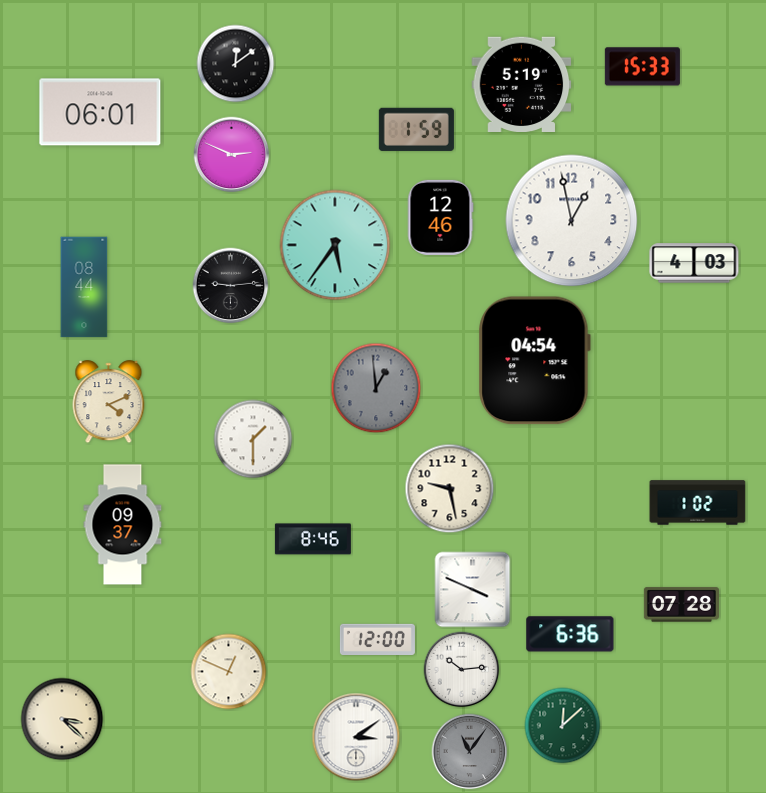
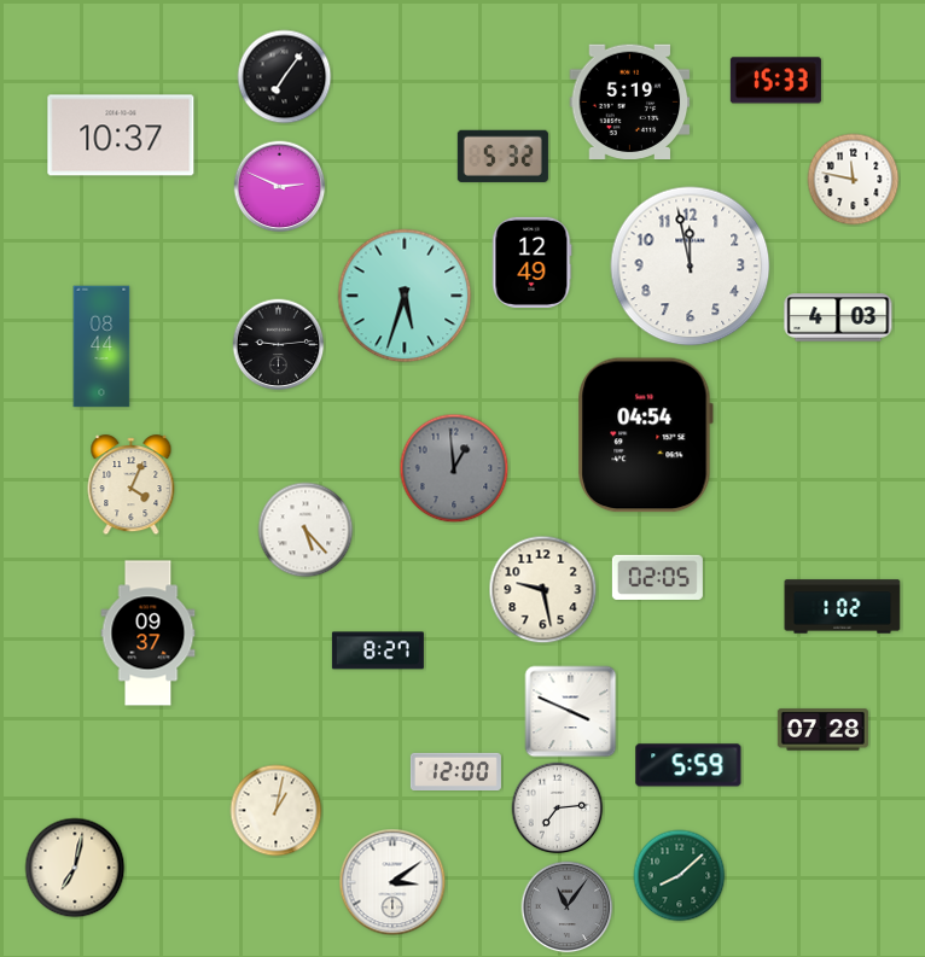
clock at (236, 64): 12:09 -> 7:06
clock at (100, 112): 06:01 -> 10:37
clock at (416, 129): 1:59 -> 5:32
clock at (854, 180): none -> 11:47
clock at (440, 217): 12:46 -> 12:49
clock at (572, 221): 12:58 -> 11:58
clock at (335, 245): 5:36 -> 5:33
clock at (109, 402): 4:11 -> 4:04
clock at (253, 439): 1:30 -> 5:23
clock at (657, 577): none -> 02:05
clock at (313, 539): 8:46 -> 8:27
clock at (570, 634): 6:36 -> 5:59
clock at (462, 670): 10:14 -> 7:14
clock at (229, 672): 12:49 -> 1:02
clock at (62, 719): 3:22 -> 7:02
clock at (563, 726): 12:08 -> 8:08
clock at (356, 737) position: (356, 737) -> (392, 882)
